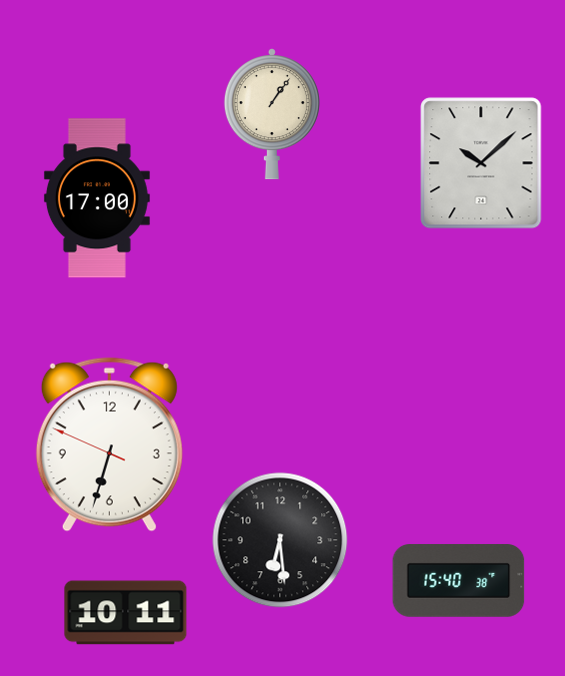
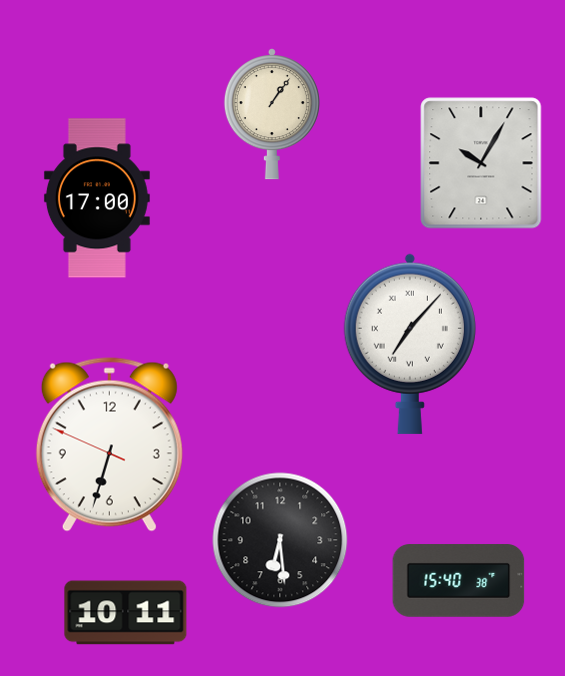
clock at (481, 163): 10:08 -> 10:05
clock at (410, 344): none -> 7:07
